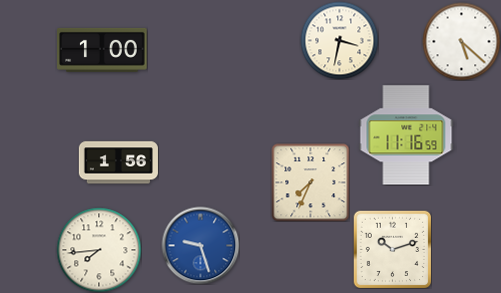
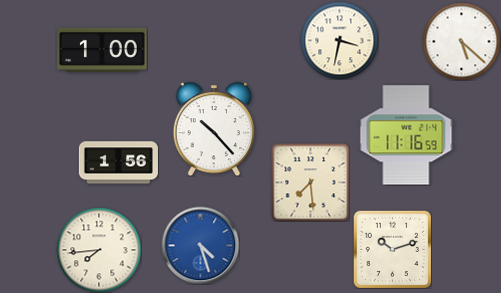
clock at (214, 130): none -> 10:23
clock at (310, 182): 7:34 -> 7:29
clock at (200, 245): 9:27 -> 4:27
